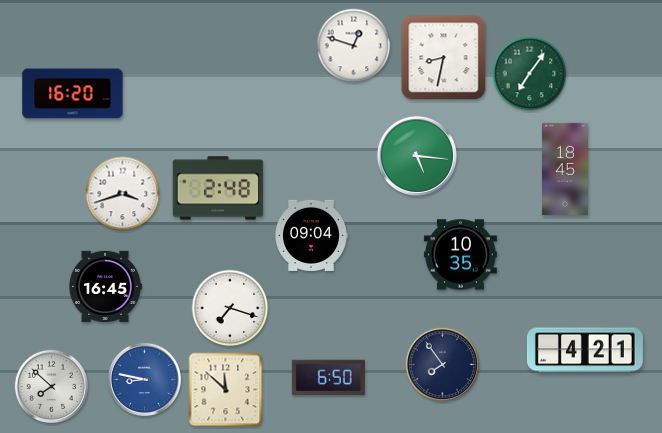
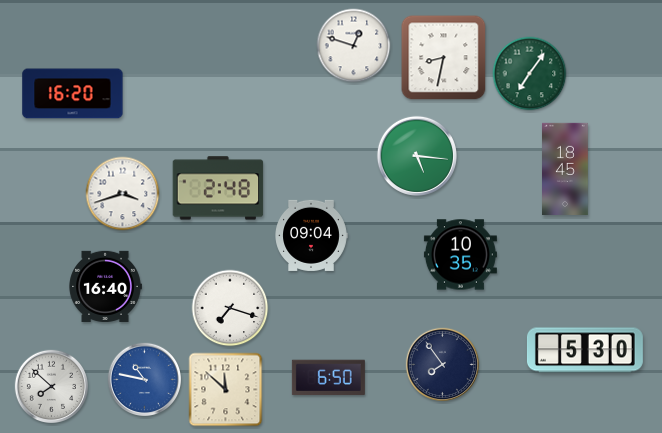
clock at (105, 286): 16:45 -> 16:40
clock at (585, 350): 4:21 -> 5:30
clock at (144, 379): 8:47 -> 10:47
